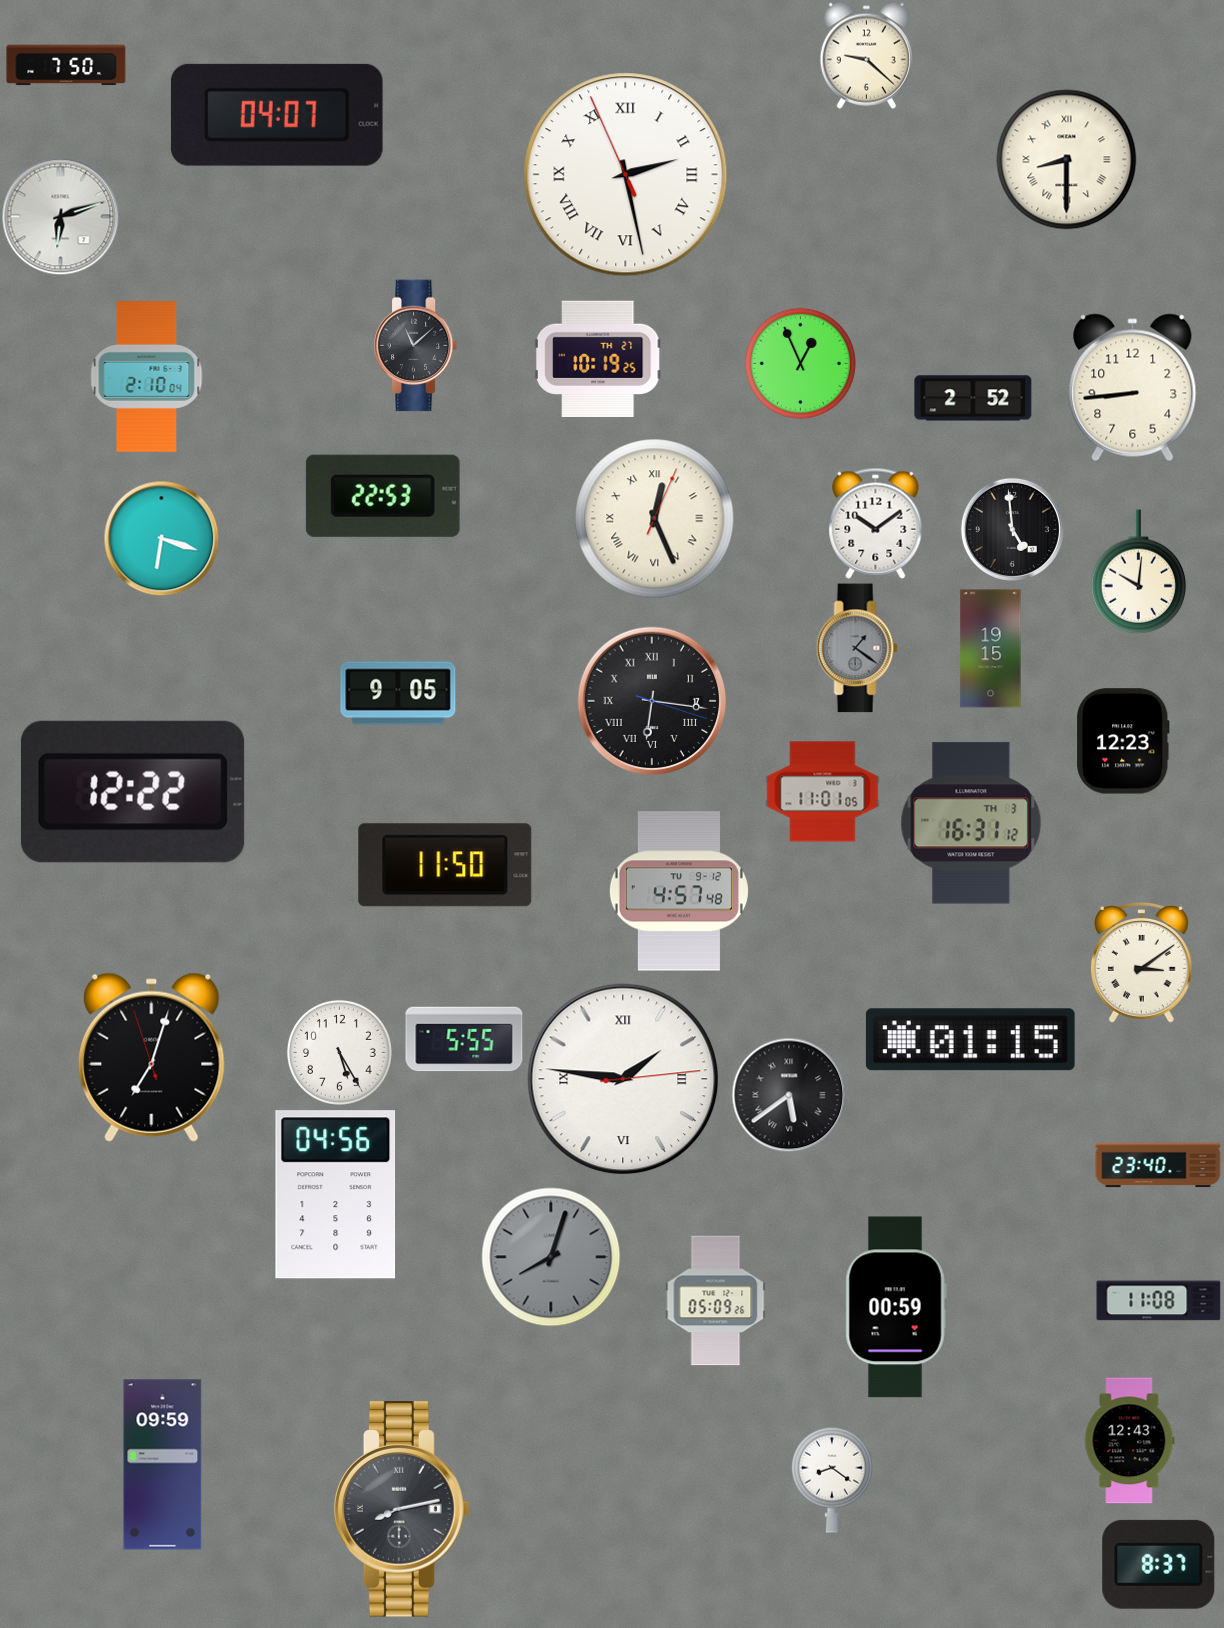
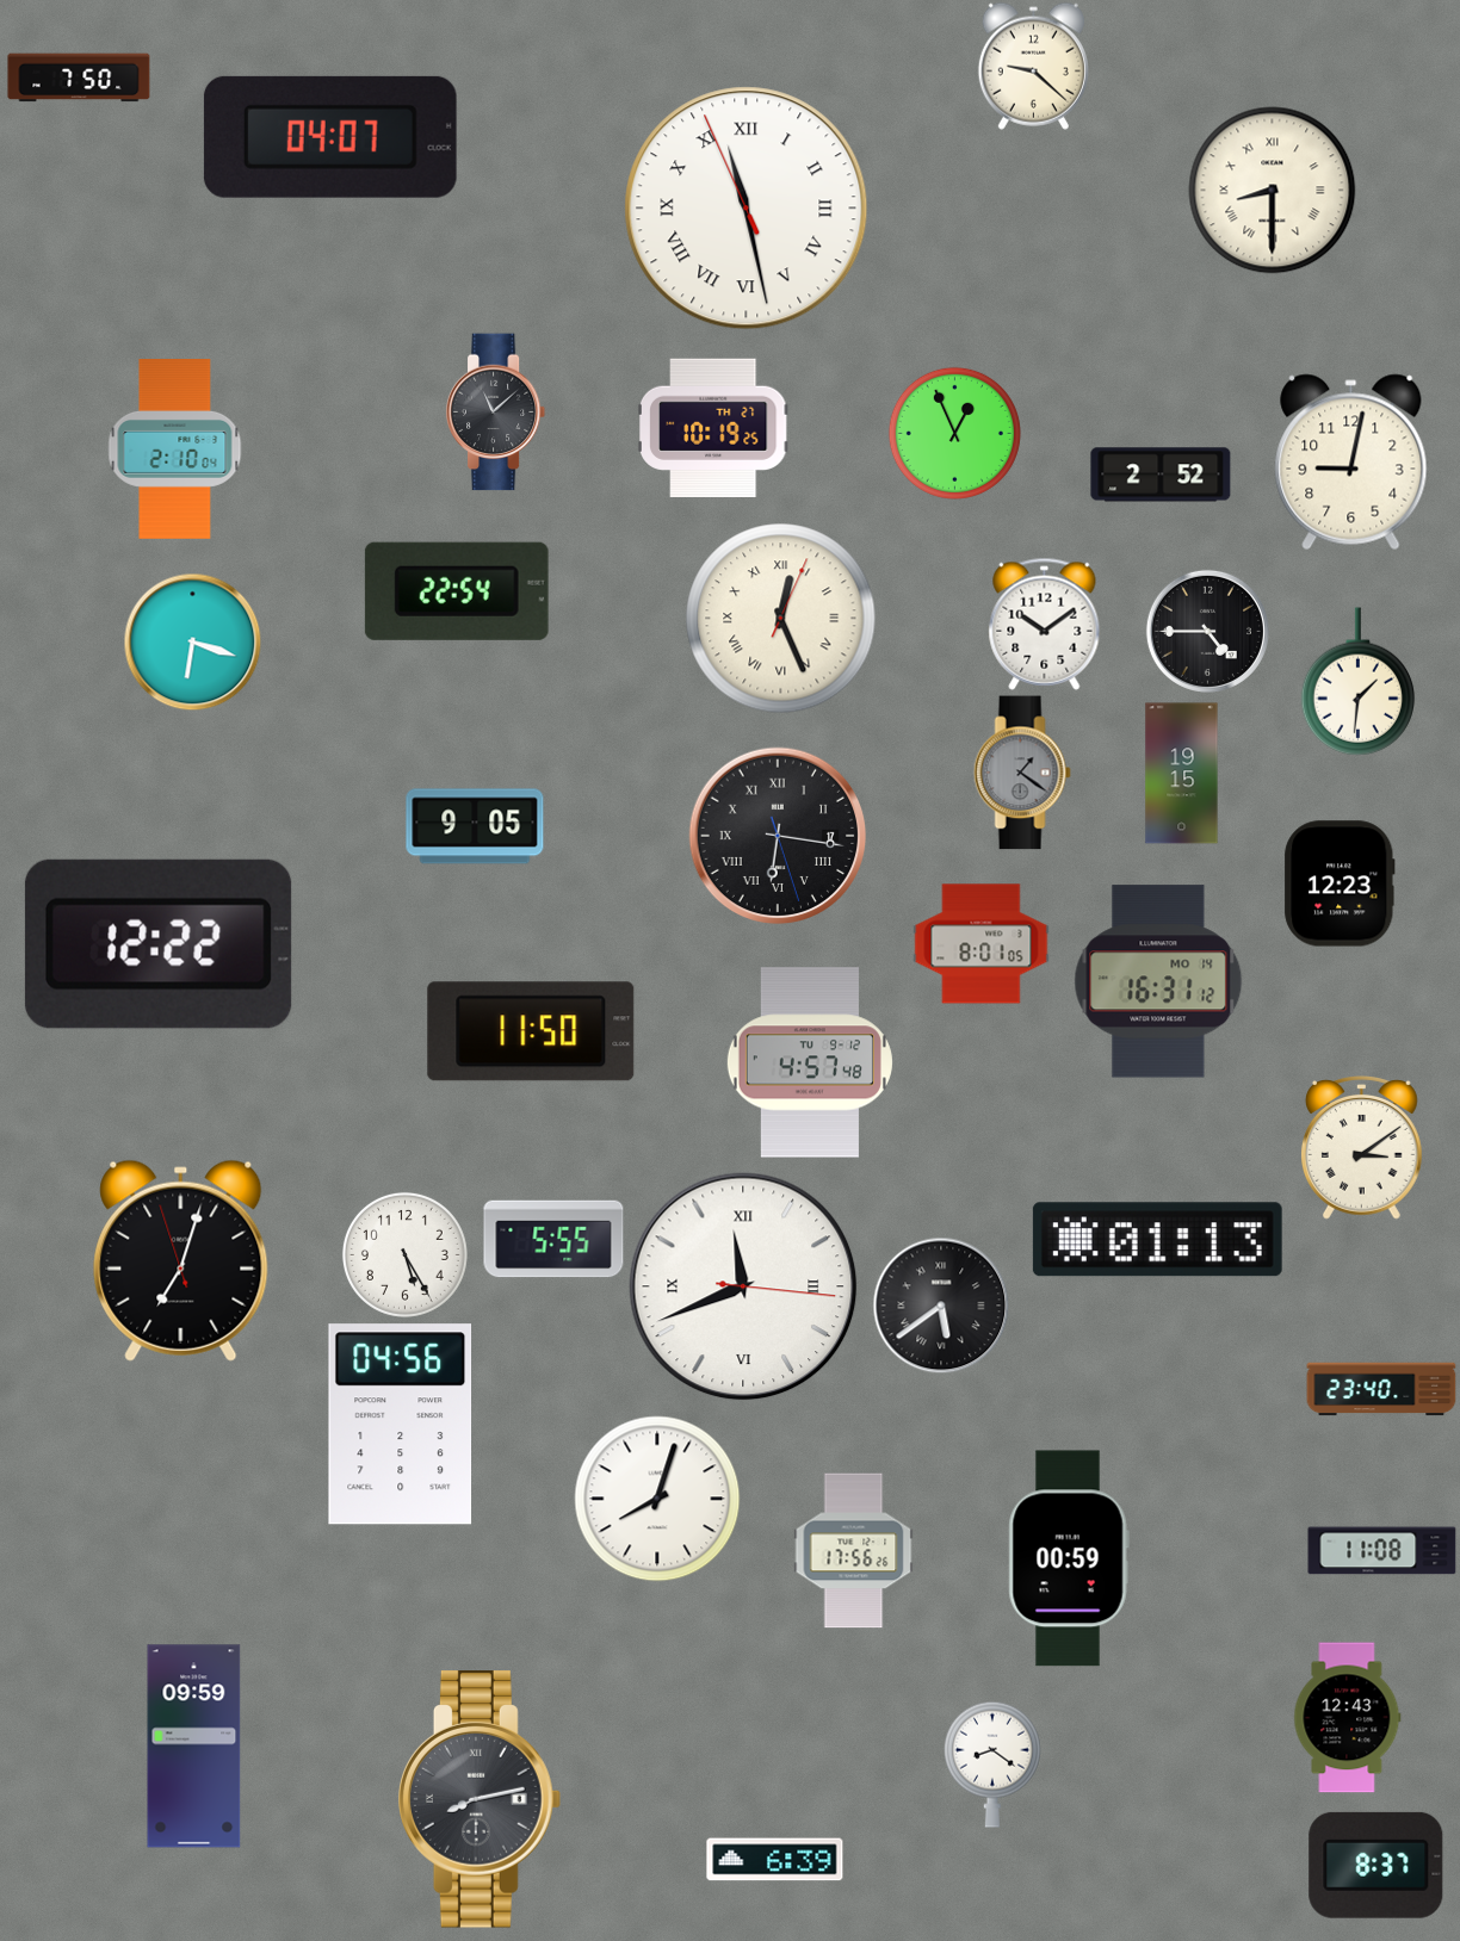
clock at (626, 175): 2:27 -> 11:27
clock at (60, 216): 6:12 -> none
clock at (1133, 388): 8:44 -> 9:02
clock at (383, 496): 22:53 -> 22:54
clock at (1012, 529): 4:59 -> 4:45
clock at (1139, 572): 10:01 -> 1:31
clock at (652, 701): 6:16:18 -> 6:16:27
clock at (823, 792): 11:01 -> 8:01
clock at (971, 823) date: TH 3 -> MO 14
clock at (970, 1040): 01:15 -> 01:13
clock at (623, 1079): 1:46 -> 11:41
clock at (551, 1257) dial: grey -> white
clock at (716, 1301): 05:09 -> 17:56
clock at (775, 1860): none -> 6:39
clock at (1159, 1564) position: (1159, 1564) -> (1377, 1865)
